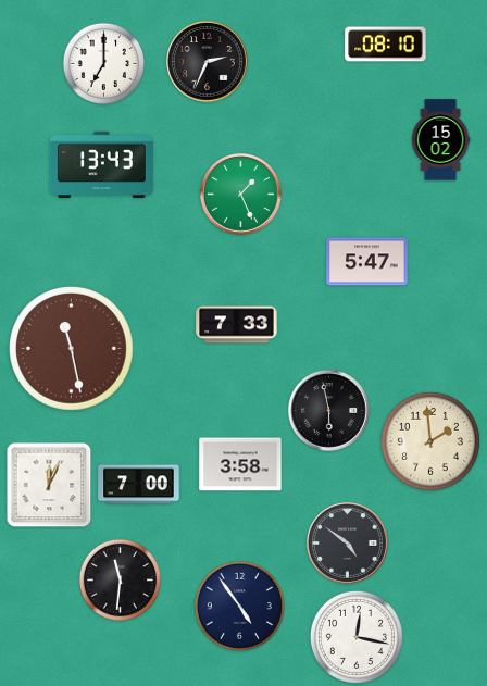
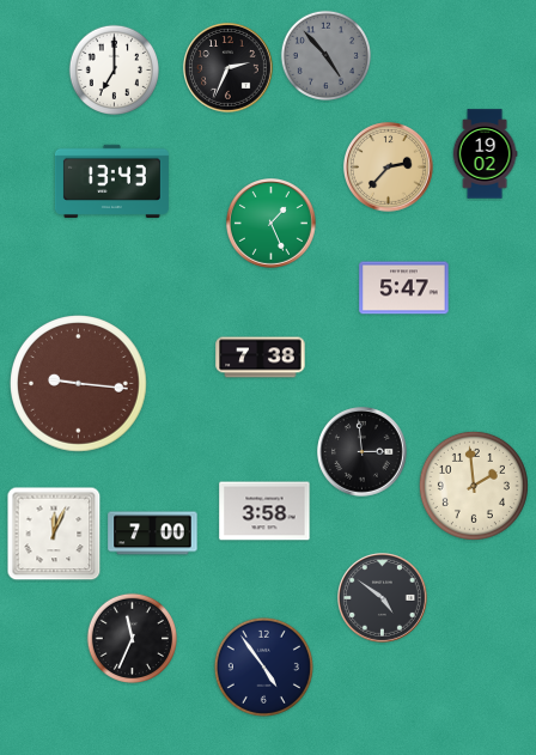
clock at (386, 45): 08:10 -> none
clock at (325, 55): none -> 4:53
clock at (440, 140): 15:02 -> 19:02
clock at (389, 168): none -> 2:37
clock at (241, 195) position: (241, 195) -> (272, 224)
clock at (237, 325): 7:33 -> 7:38
clock at (72, 349): 11:28 -> 9:16
clock at (329, 411): 5:58 -> 2:59
clock at (120, 579): 11:31 -> 11:34
clock at (357, 637): 12:17 -> none
